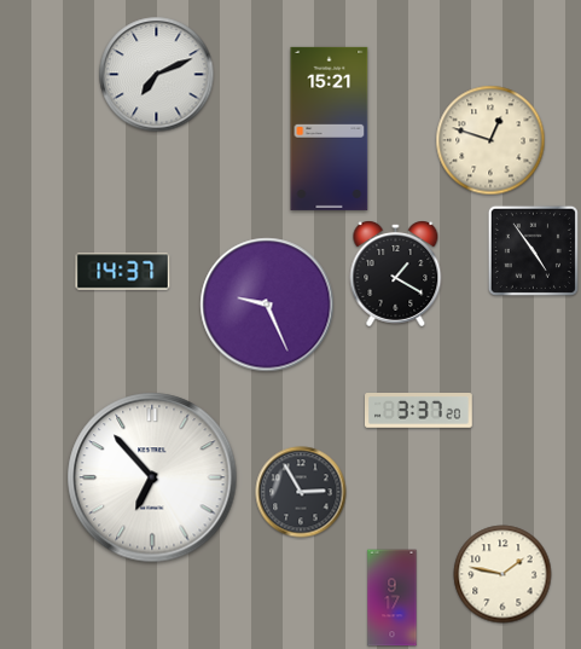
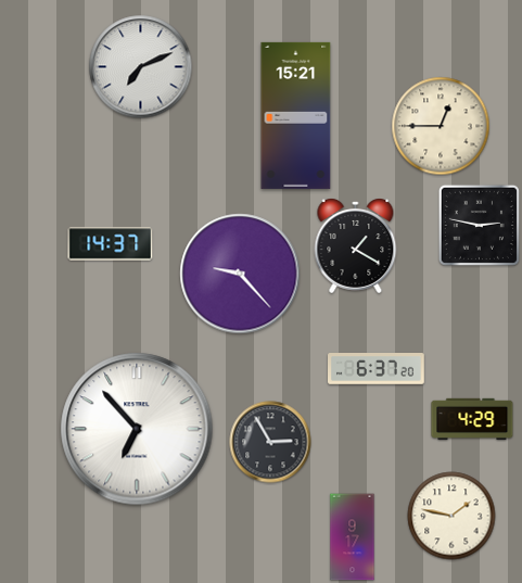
clock at (490, 140): 12:48 -> 12:45
clock at (533, 250): 4:54 -> 2:47
clock at (267, 305): 9:26 -> 9:23
clock at (419, 411): 3:37 -> 6:37
clock at (472, 419): none -> 4:29
